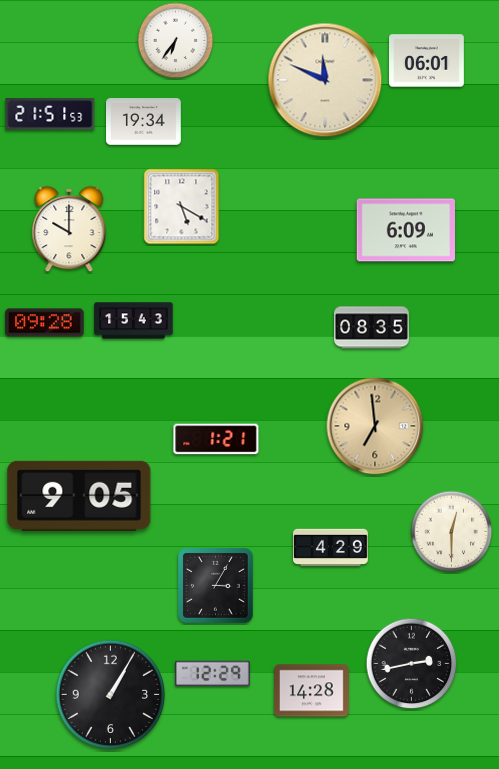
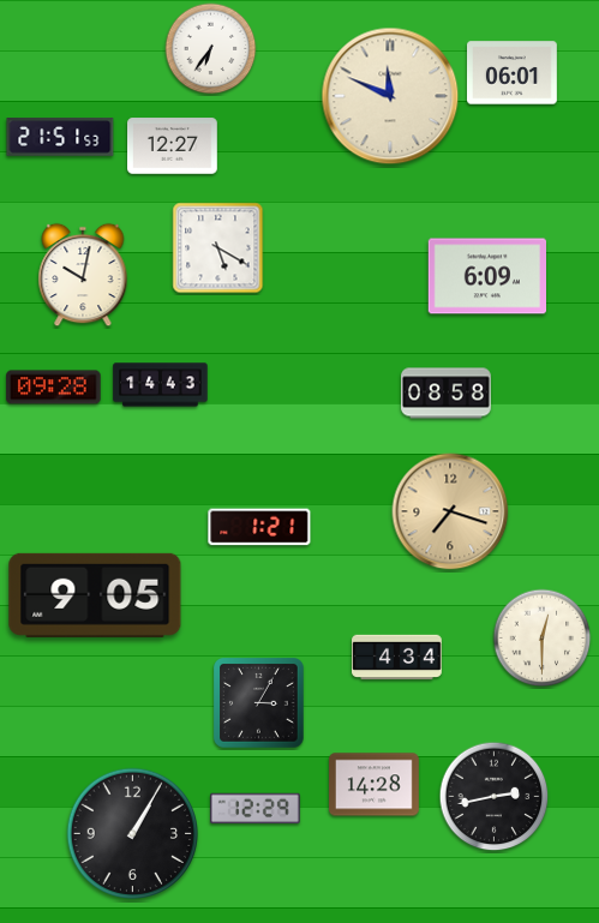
clock at (144, 122): 19:34 -> 12:27
clock at (69, 229): 10:00 -> 10:02
clock at (134, 321): 15:43 -> 14:43
clock at (372, 328): 08:35 -> 08:58
clock at (375, 426): 6:59 -> 7:18
clock at (331, 548): 4:29 -> 4:34
clock at (312, 691) position: (312, 691) -> (375, 785)
